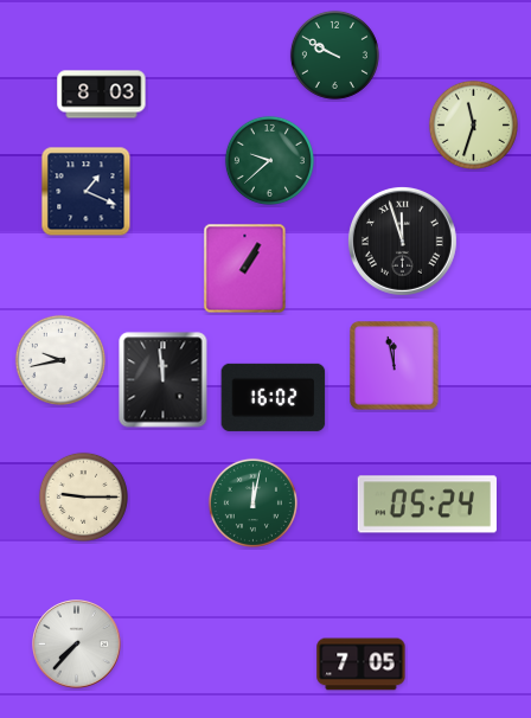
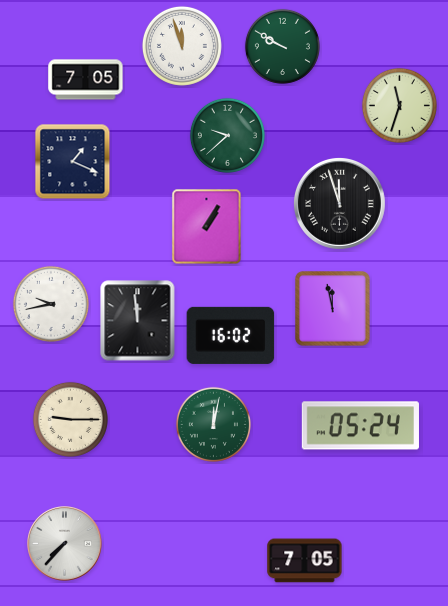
clock at (182, 46): none -> 11:57
clock at (102, 95): 8:03 -> 7:05
